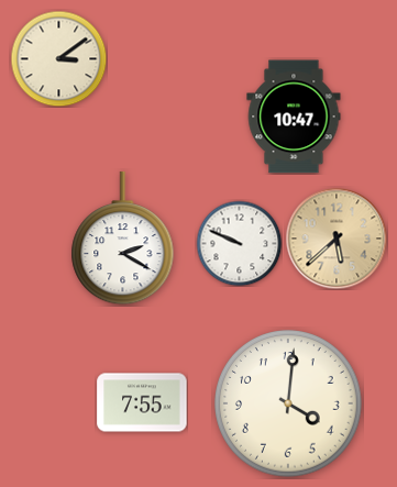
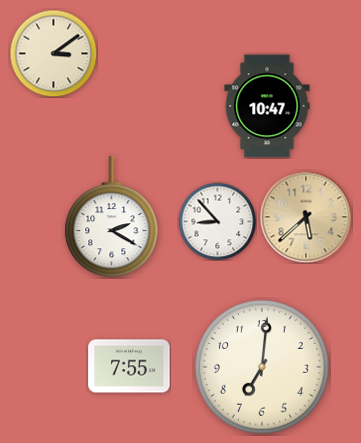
clock at (239, 243): 9:49 -> 8:53
clock at (288, 403): 4:01 -> 7:01
